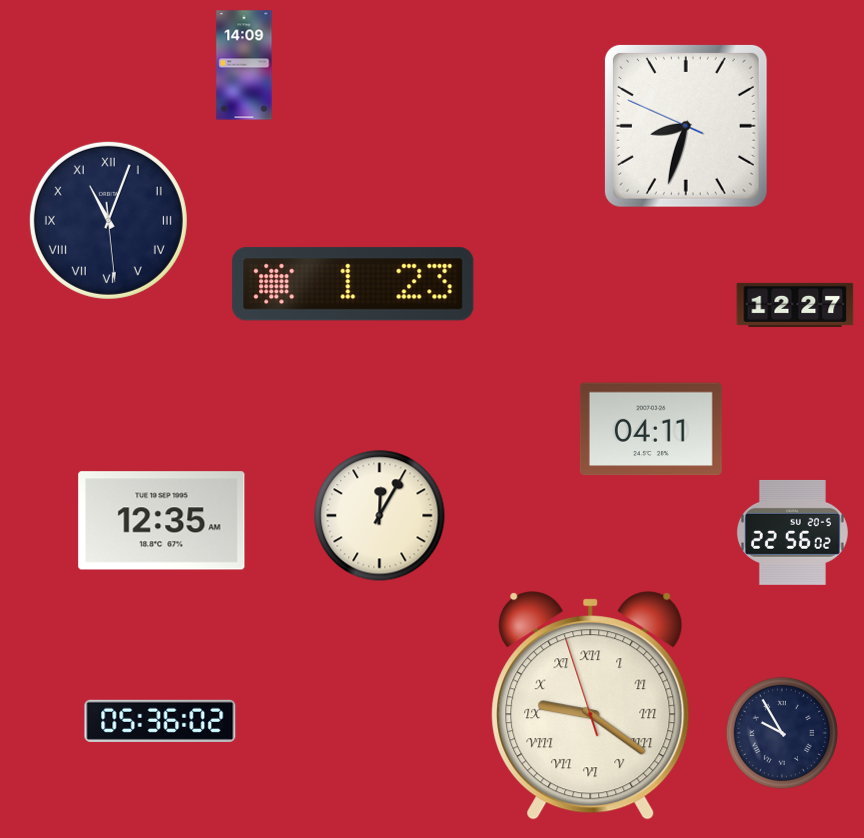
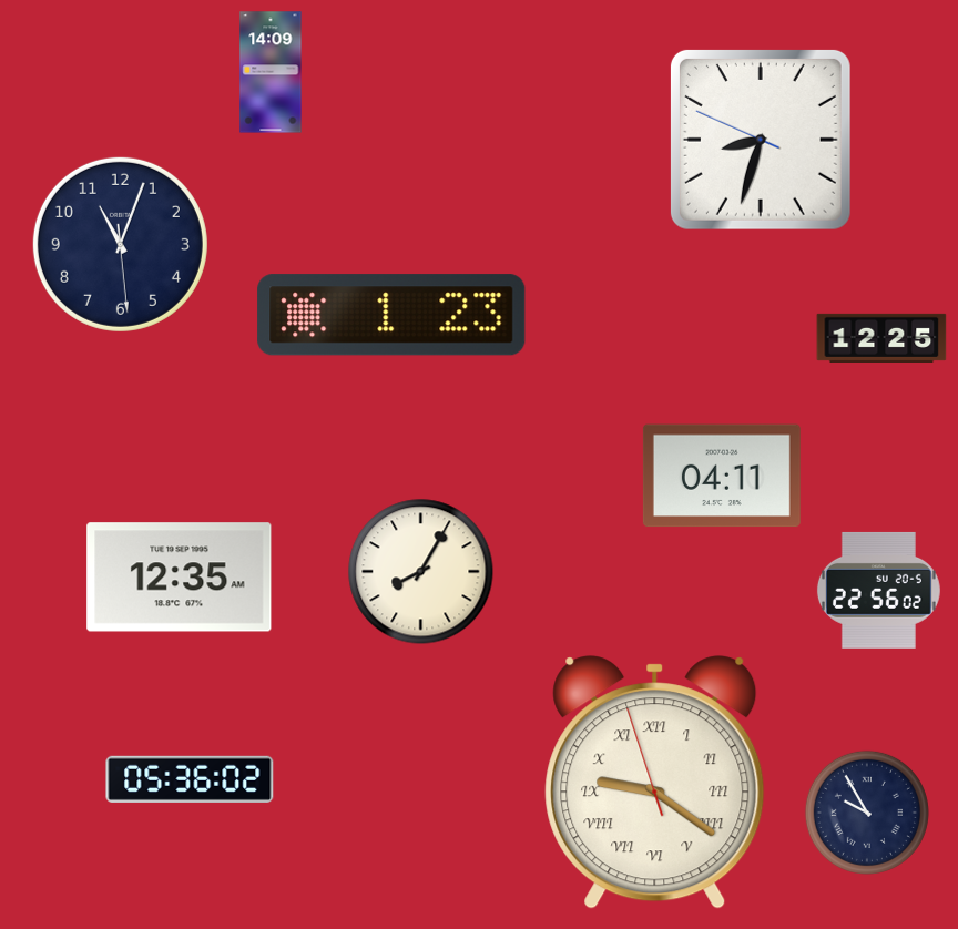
clock at (108, 220) numerals: Roman -> Arabic
clock at (795, 305): 12:27 -> 12:25
clock at (380, 516): 12:05 -> 8:05
clock at (160, 721) position: (160, 721) -> (190, 779)
